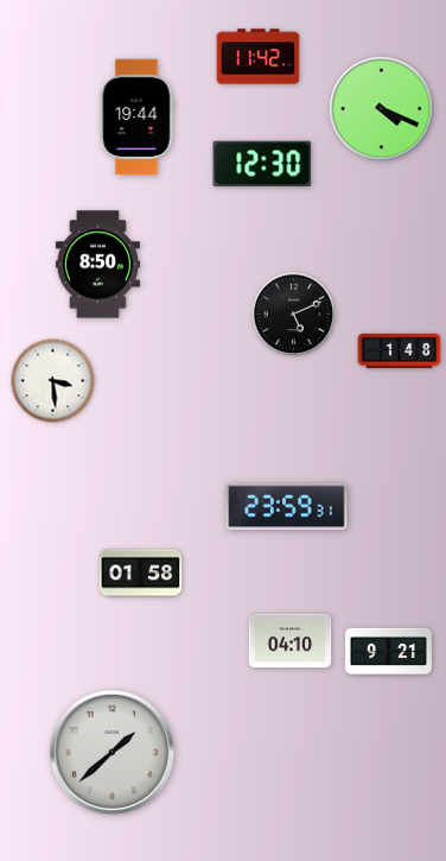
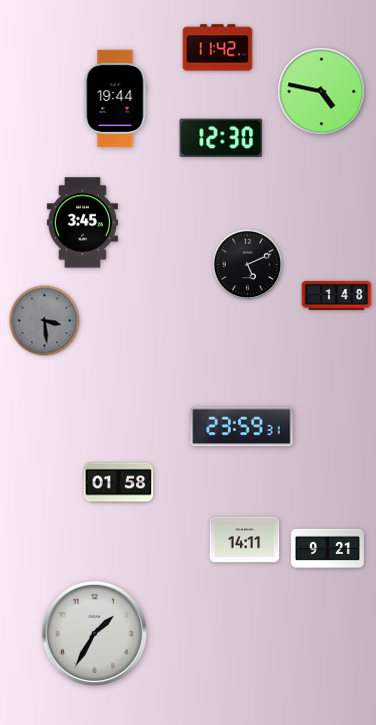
clock at (382, 109): 4:19 -> 4:47
clock at (97, 265): 8:50 -> 3:45
clock at (53, 381) dial: white -> grey
clock at (291, 641): 04:10 -> 14:11
clock at (111, 752): 1:38 -> 1:35
